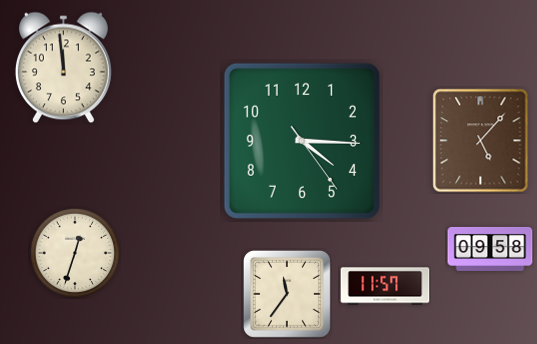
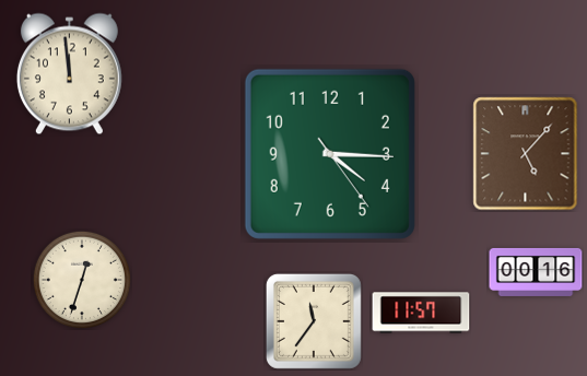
clock at (490, 249): 09:58 -> 00:16
clock at (75, 253) position: (75, 253) -> (82, 280)
